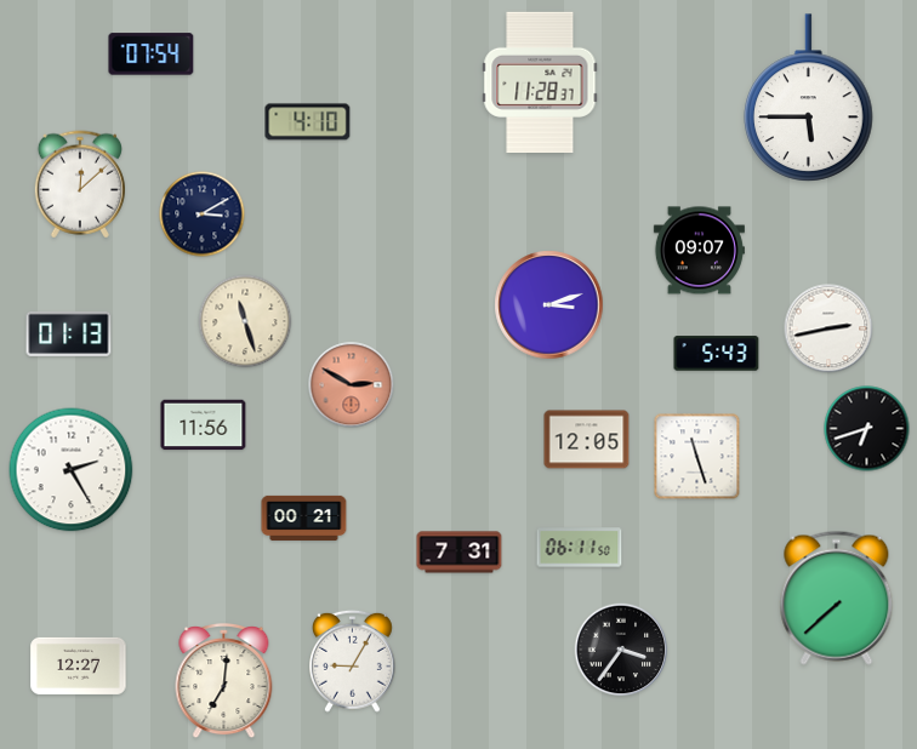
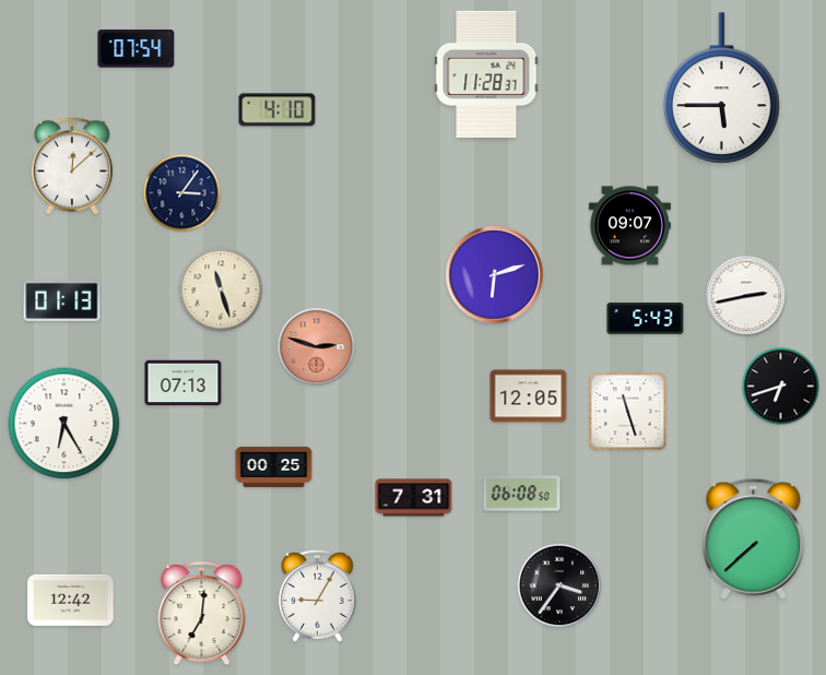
clock at (809, 98) position: (809, 98) -> (722, 88)
clock at (203, 215): 3:10 -> 3:06
clock at (549, 305): 3:12 -> 6:12
clock at (352, 385): 2:50 -> 2:48
clock at (204, 425): 11:56 -> 07:13
clock at (72, 470): 2:25 -> 6:25
clock at (304, 518): 00:21 -> 00:25
clock at (580, 548): 06:11 -> 06:08
clock at (79, 665): 12:27 -> 12:42
